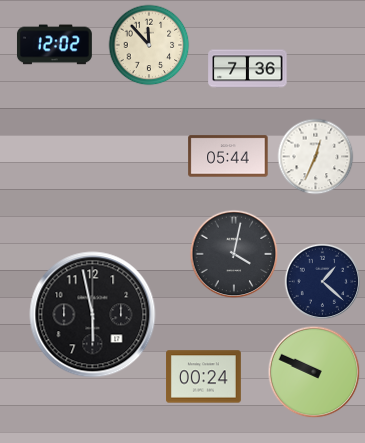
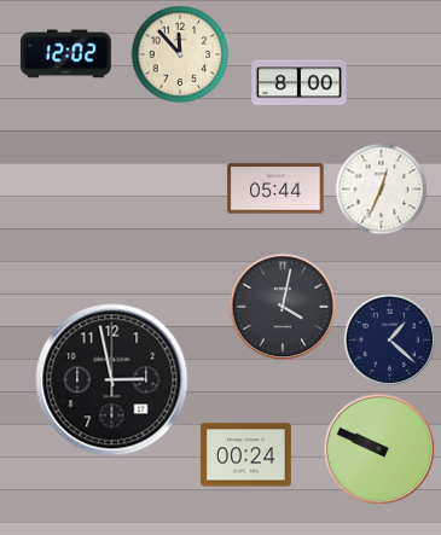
clock at (248, 69): 7:36 -> 8:00
clock at (93, 315): 5:58 -> 2:58
